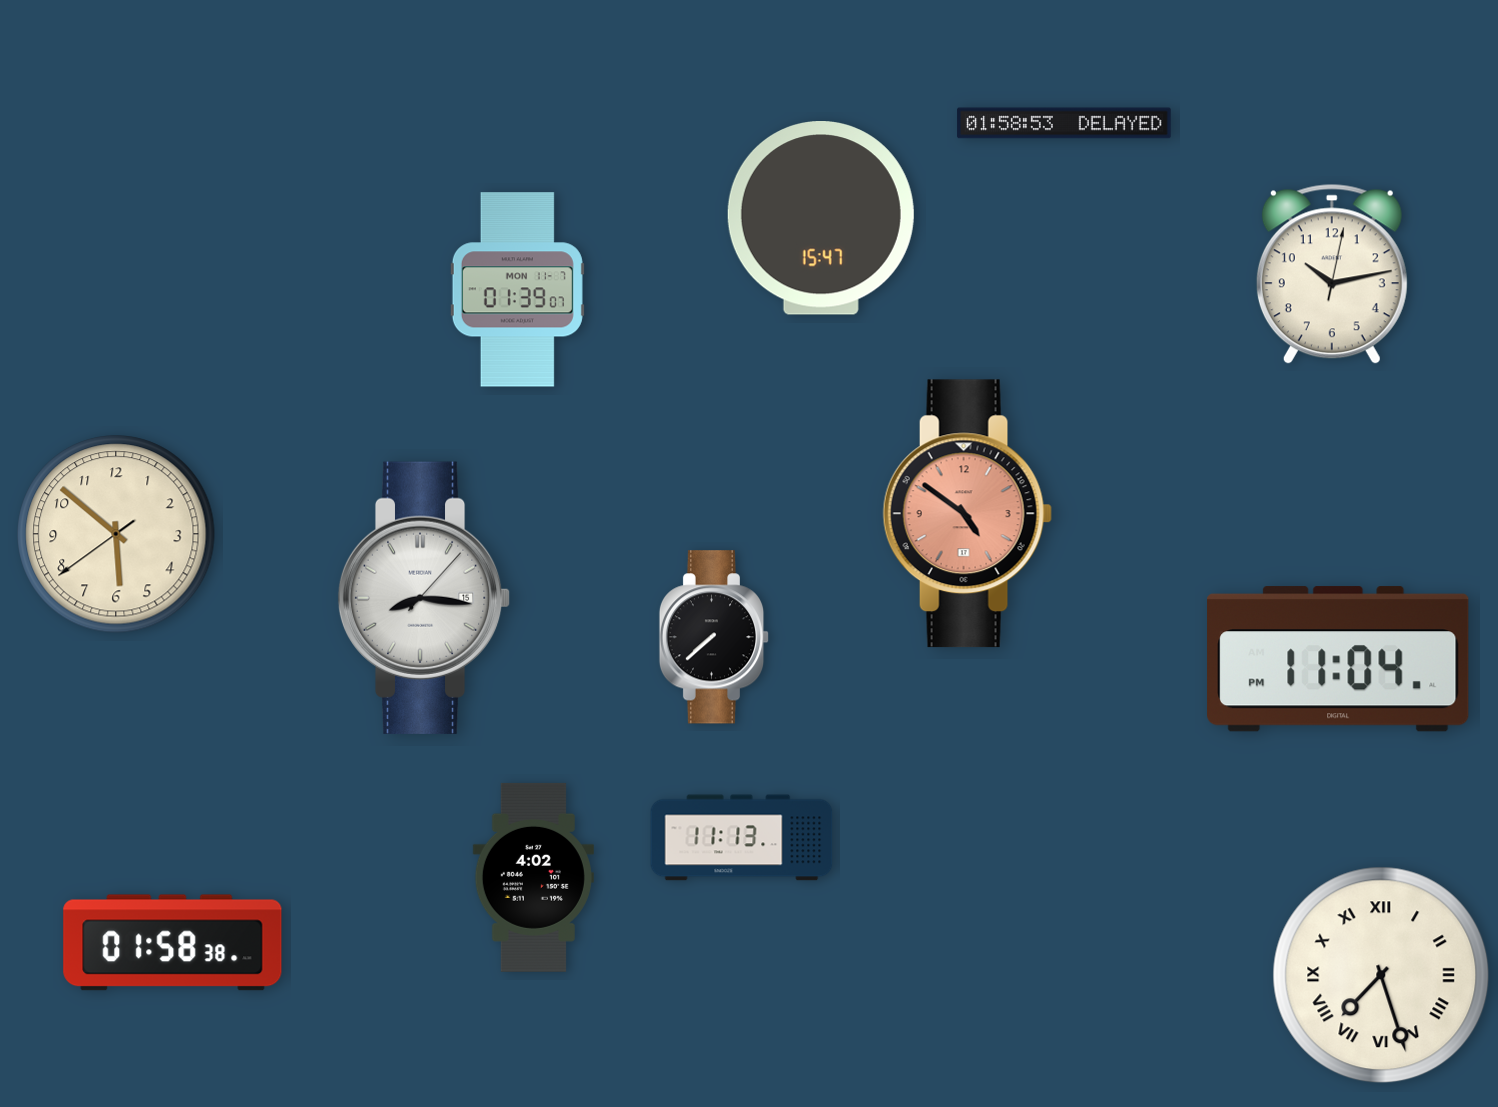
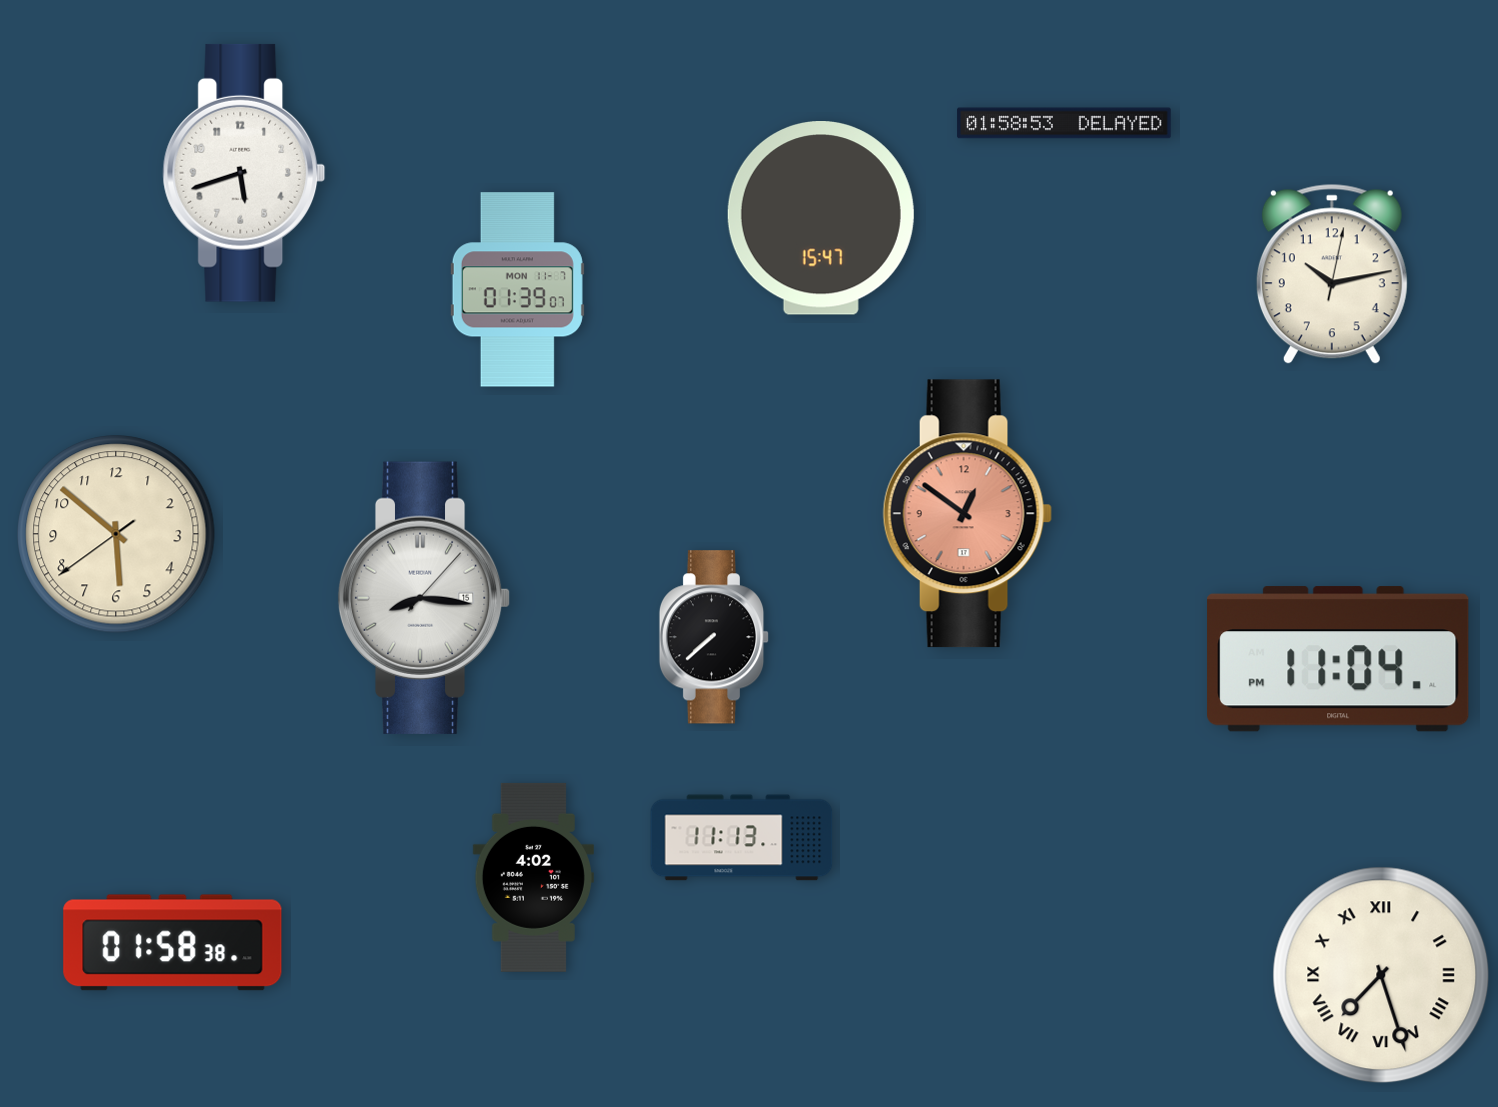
clock at (244, 173): none -> 5:42
clock at (967, 514): 4:51 -> 12:51
